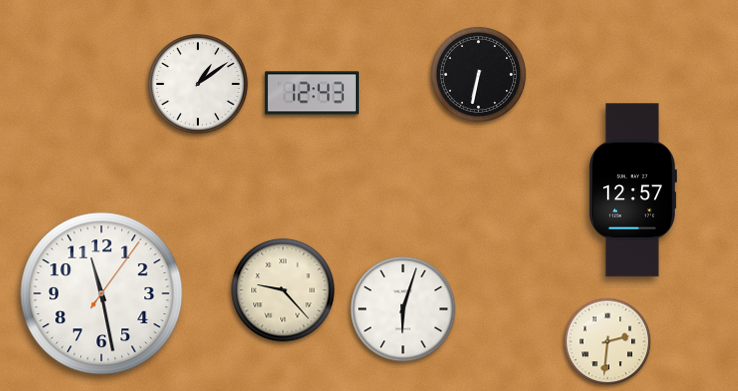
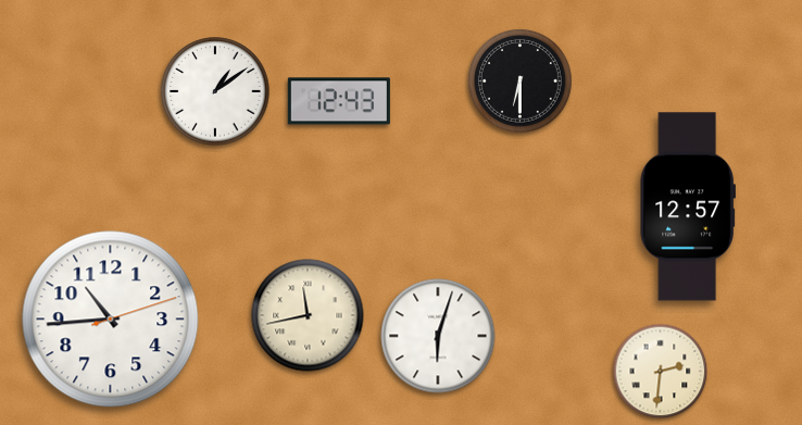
clock at (478, 74): 6:32 -> 6:30
clock at (283, 290): 9:23 -> 11:43
clock at (102, 294): 11:28 -> 10:44
